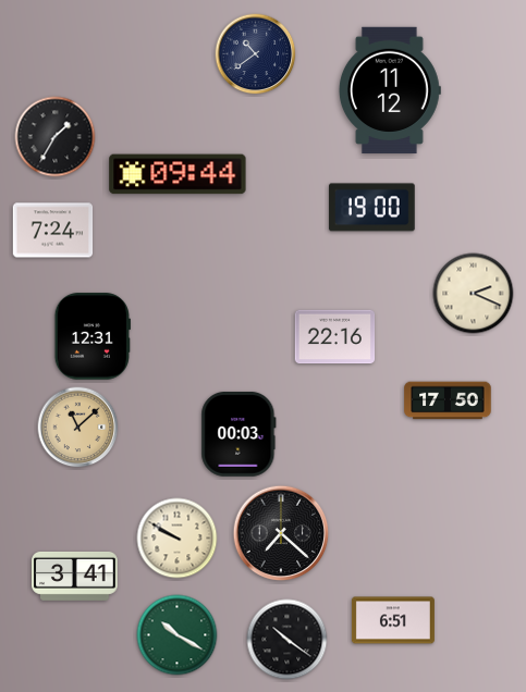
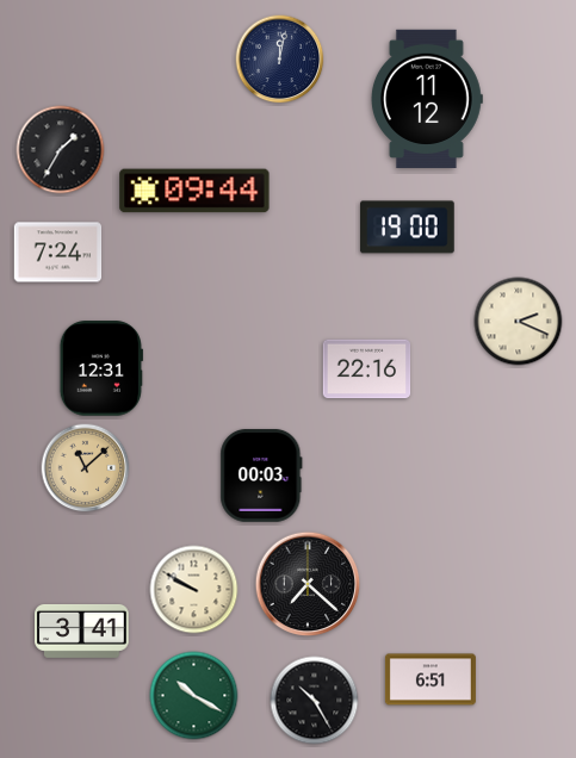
clock at (256, 54): 10:39 -> 12:02
clock at (448, 400): 17:50 -> none
clock at (288, 640): 10:21 -> 10:25
